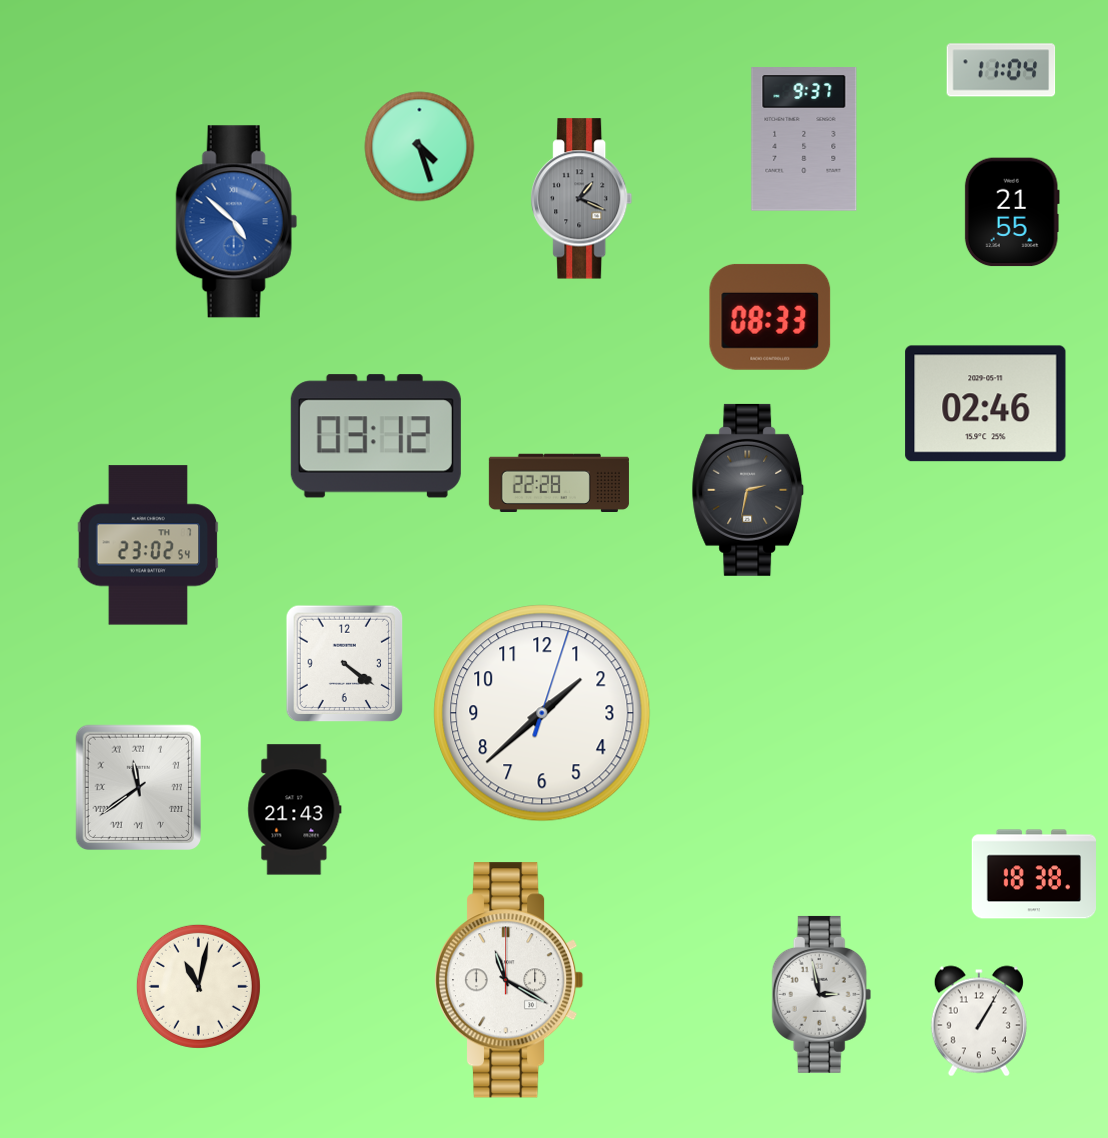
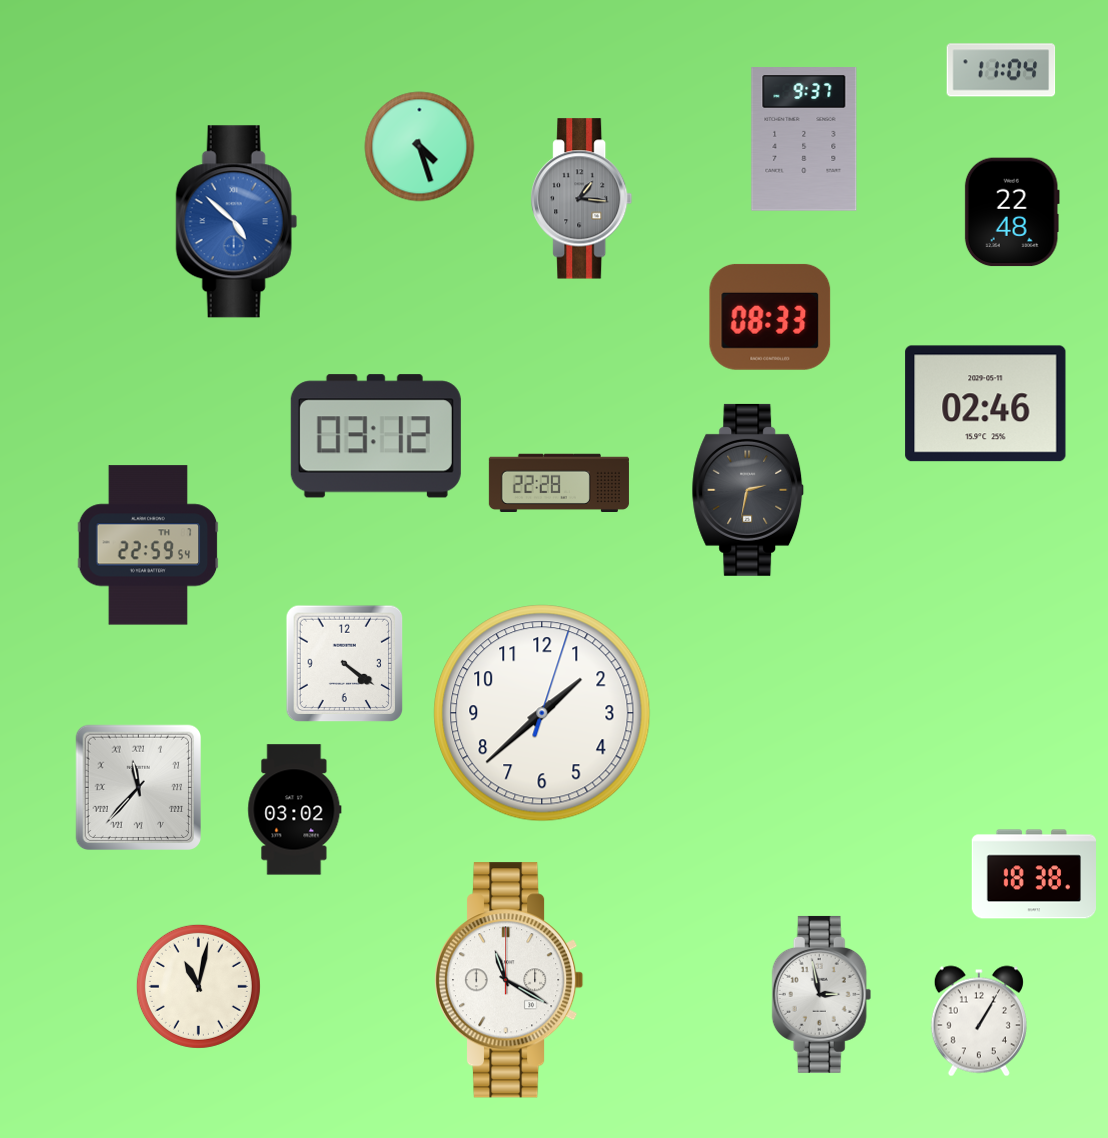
clock at (582, 199): 1:19 -> 1:16
clock at (1012, 212): 21:55 -> 22:48
clock at (148, 545): 23:02 -> 22:59
clock at (139, 788): 11:39 -> 11:37
clock at (295, 810): 21:43 -> 03:02
